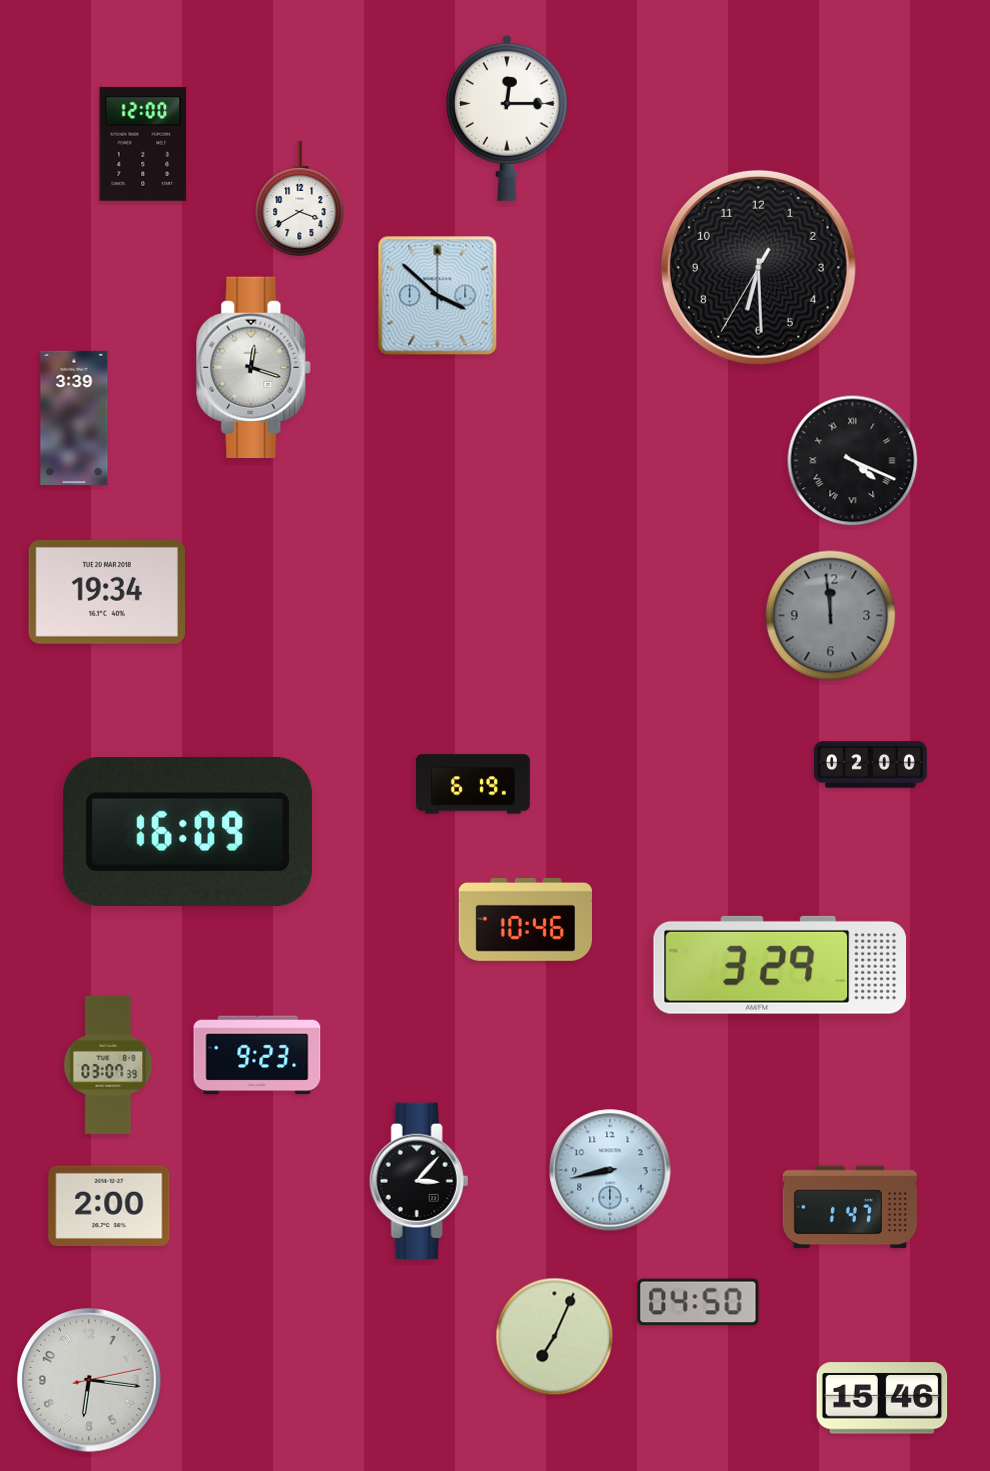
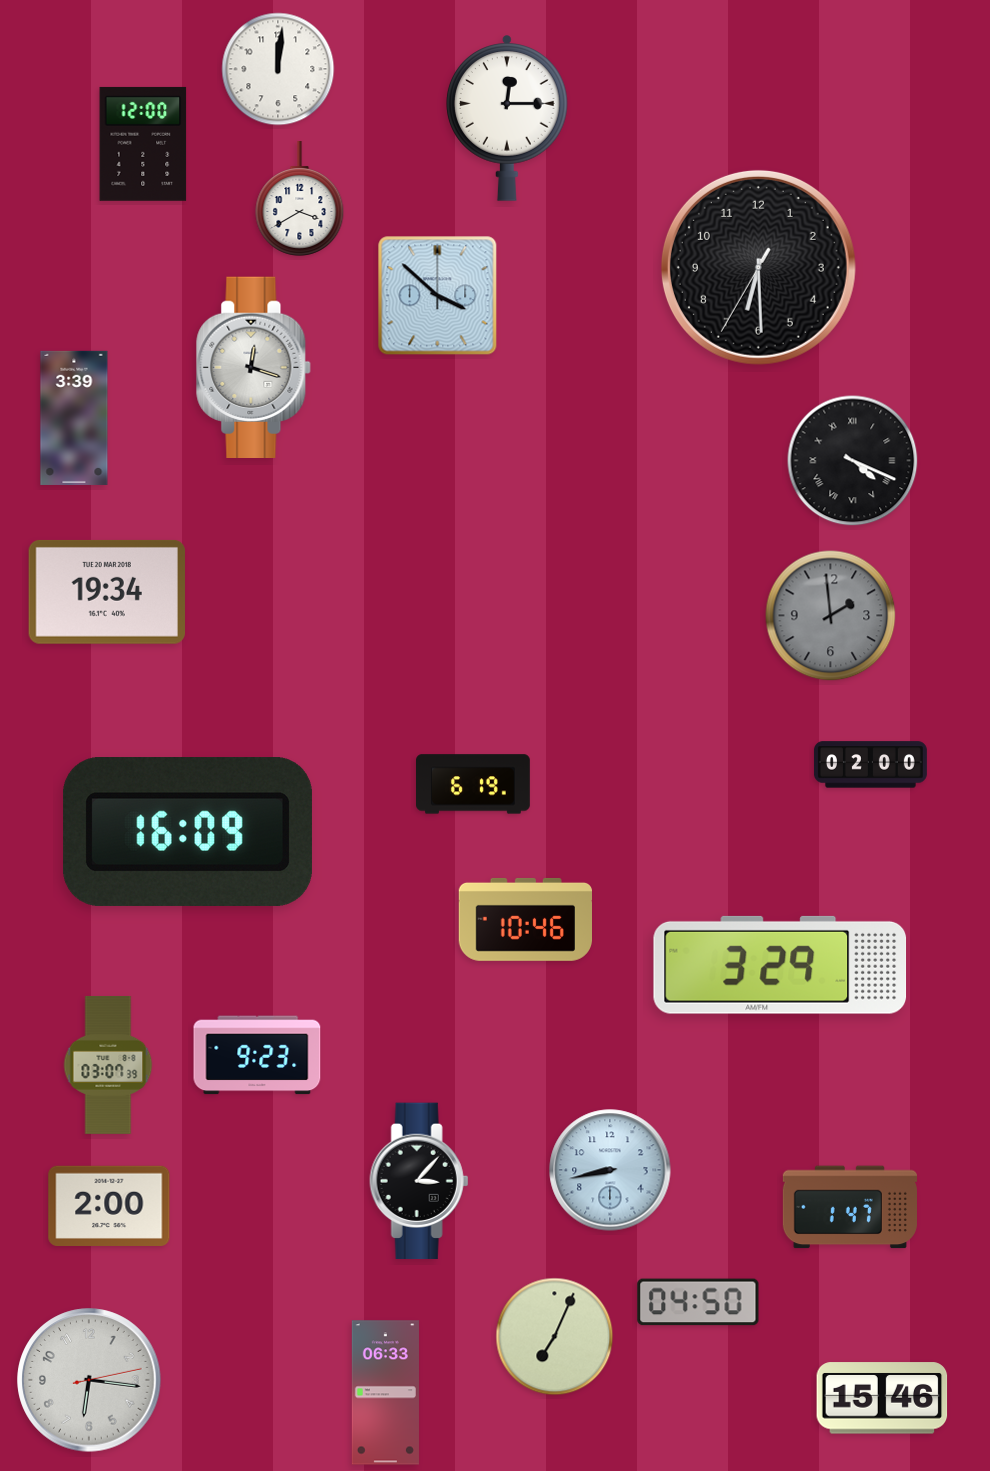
clock at (278, 69): none -> 12:01
clock at (831, 616): 11:59 -> 1:59
clock at (385, 1393): none -> 06:33
